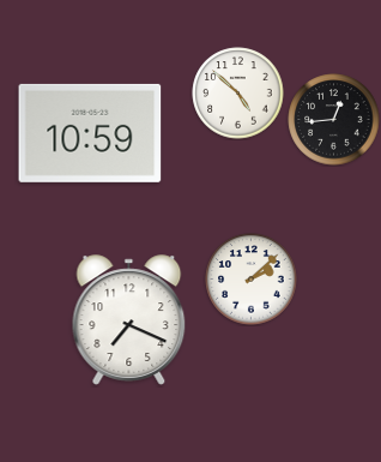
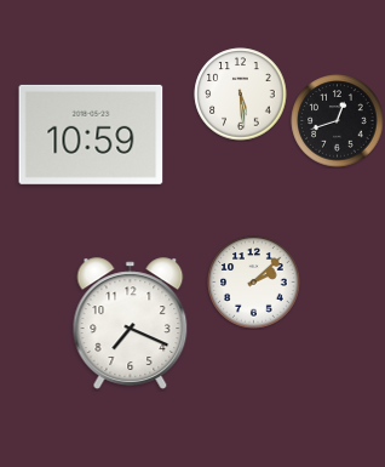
clock at (238, 94): 4:52 -> 5:29
clock at (334, 120): 12:44 -> 12:42
